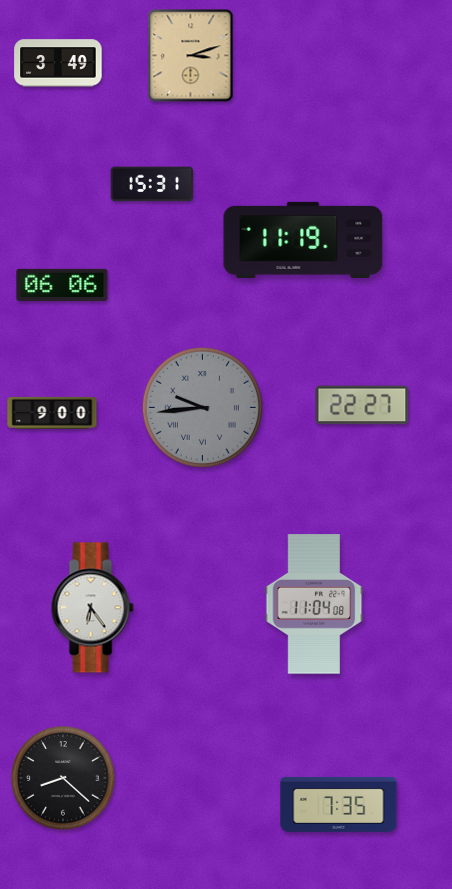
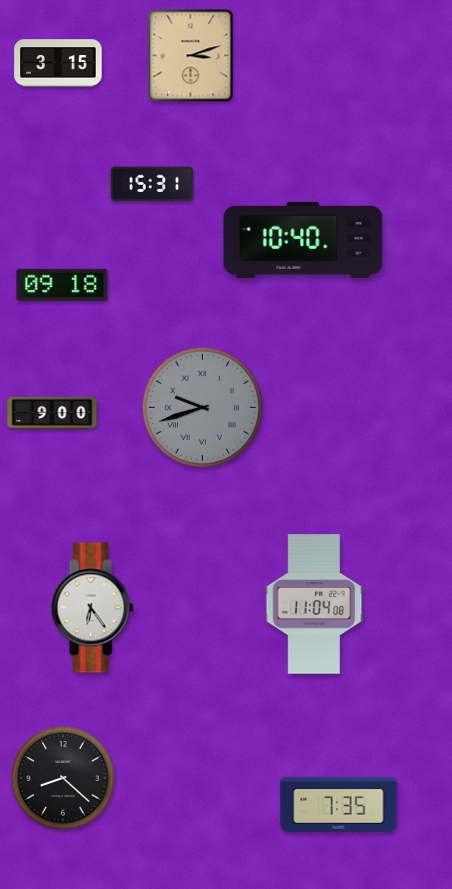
clock at (58, 63): 3:49 -> 3:15
clock at (303, 240): 11:19 -> 10:40
clock at (62, 285): 06:06 -> 09:18
clock at (362, 405): 22:27 -> none
clock at (202, 407): 9:44 -> 9:42
